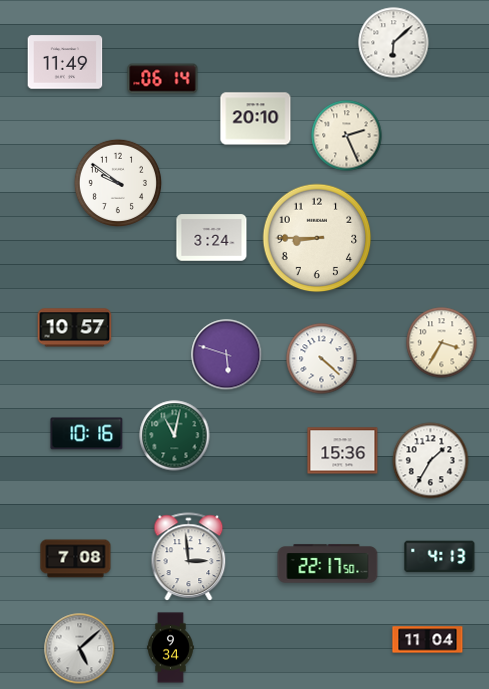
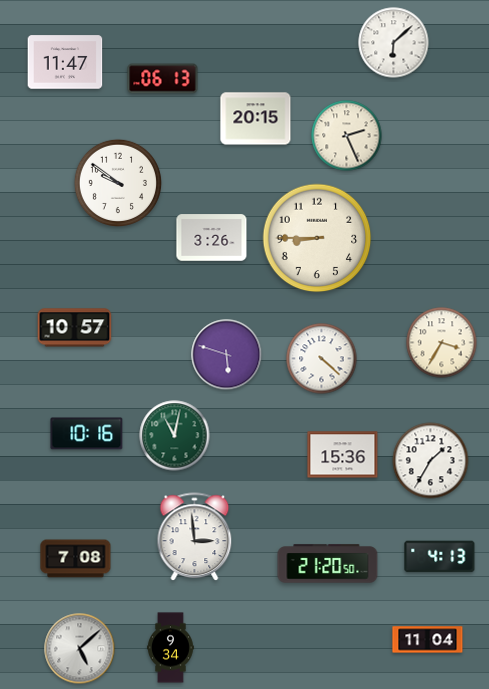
clock at (65, 62): 11:49 -> 11:47
clock at (163, 79): 06:14 -> 06:13
clock at (256, 119): 20:10 -> 20:15
clock at (212, 238): 3:24 -> 3:26
clock at (343, 451) position: (343, 451) -> (343, 455)
clock at (189, 557) position: (189, 557) -> (195, 537)
clock at (328, 564): 22:17 -> 21:20
